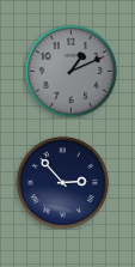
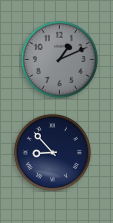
clock at (62, 182): 2:53 -> 8:53
